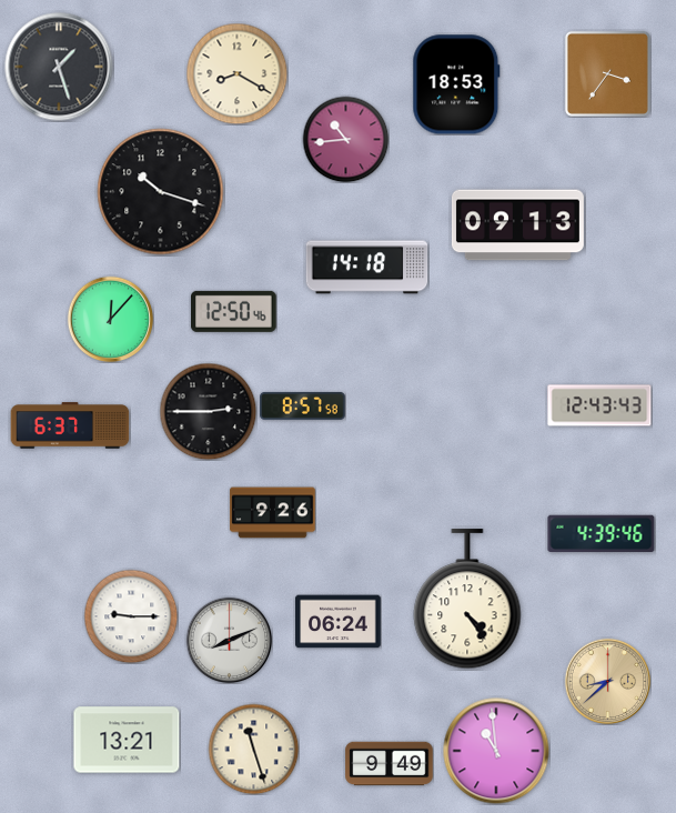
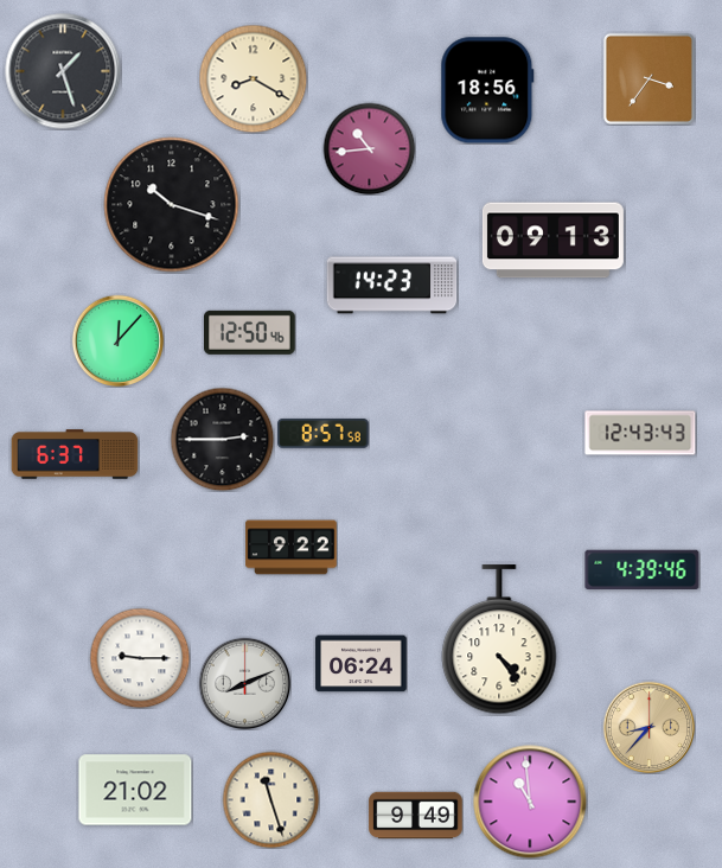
clock at (456, 84): 18:53 -> 18:56
clock at (367, 268): 14:18 -> 14:23
clock at (273, 513): 9:26 -> 9:22
clock at (607, 681): 8:38 -> 8:37
clock at (127, 740): 13:21 -> 21:02
